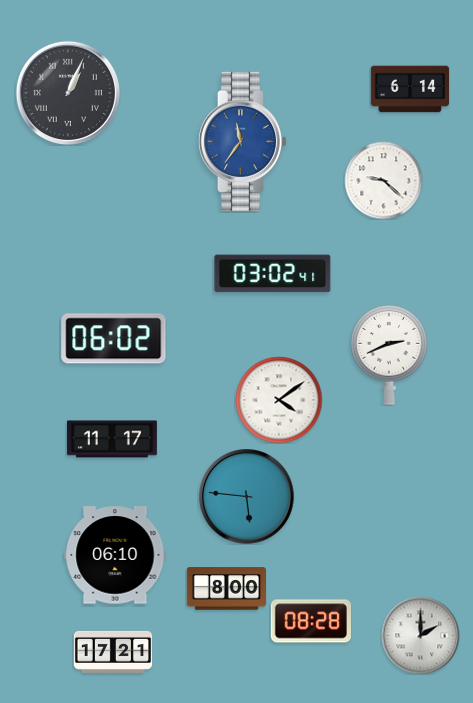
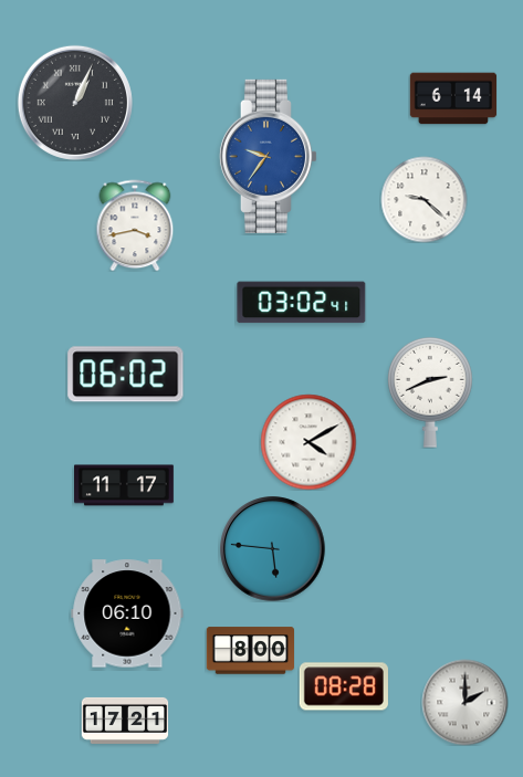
clock at (242, 141): 11:36 -> 9:36
clock at (135, 225): none -> 3:43
clock at (279, 400): 4:09 -> 4:10
